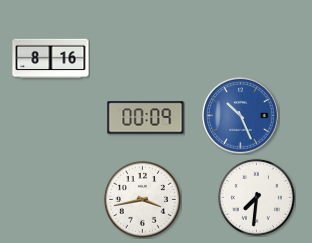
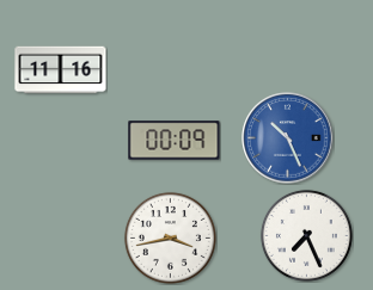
clock at (51, 59): 8:16 -> 11:16
clock at (256, 197): 7:31 -> 7:26
